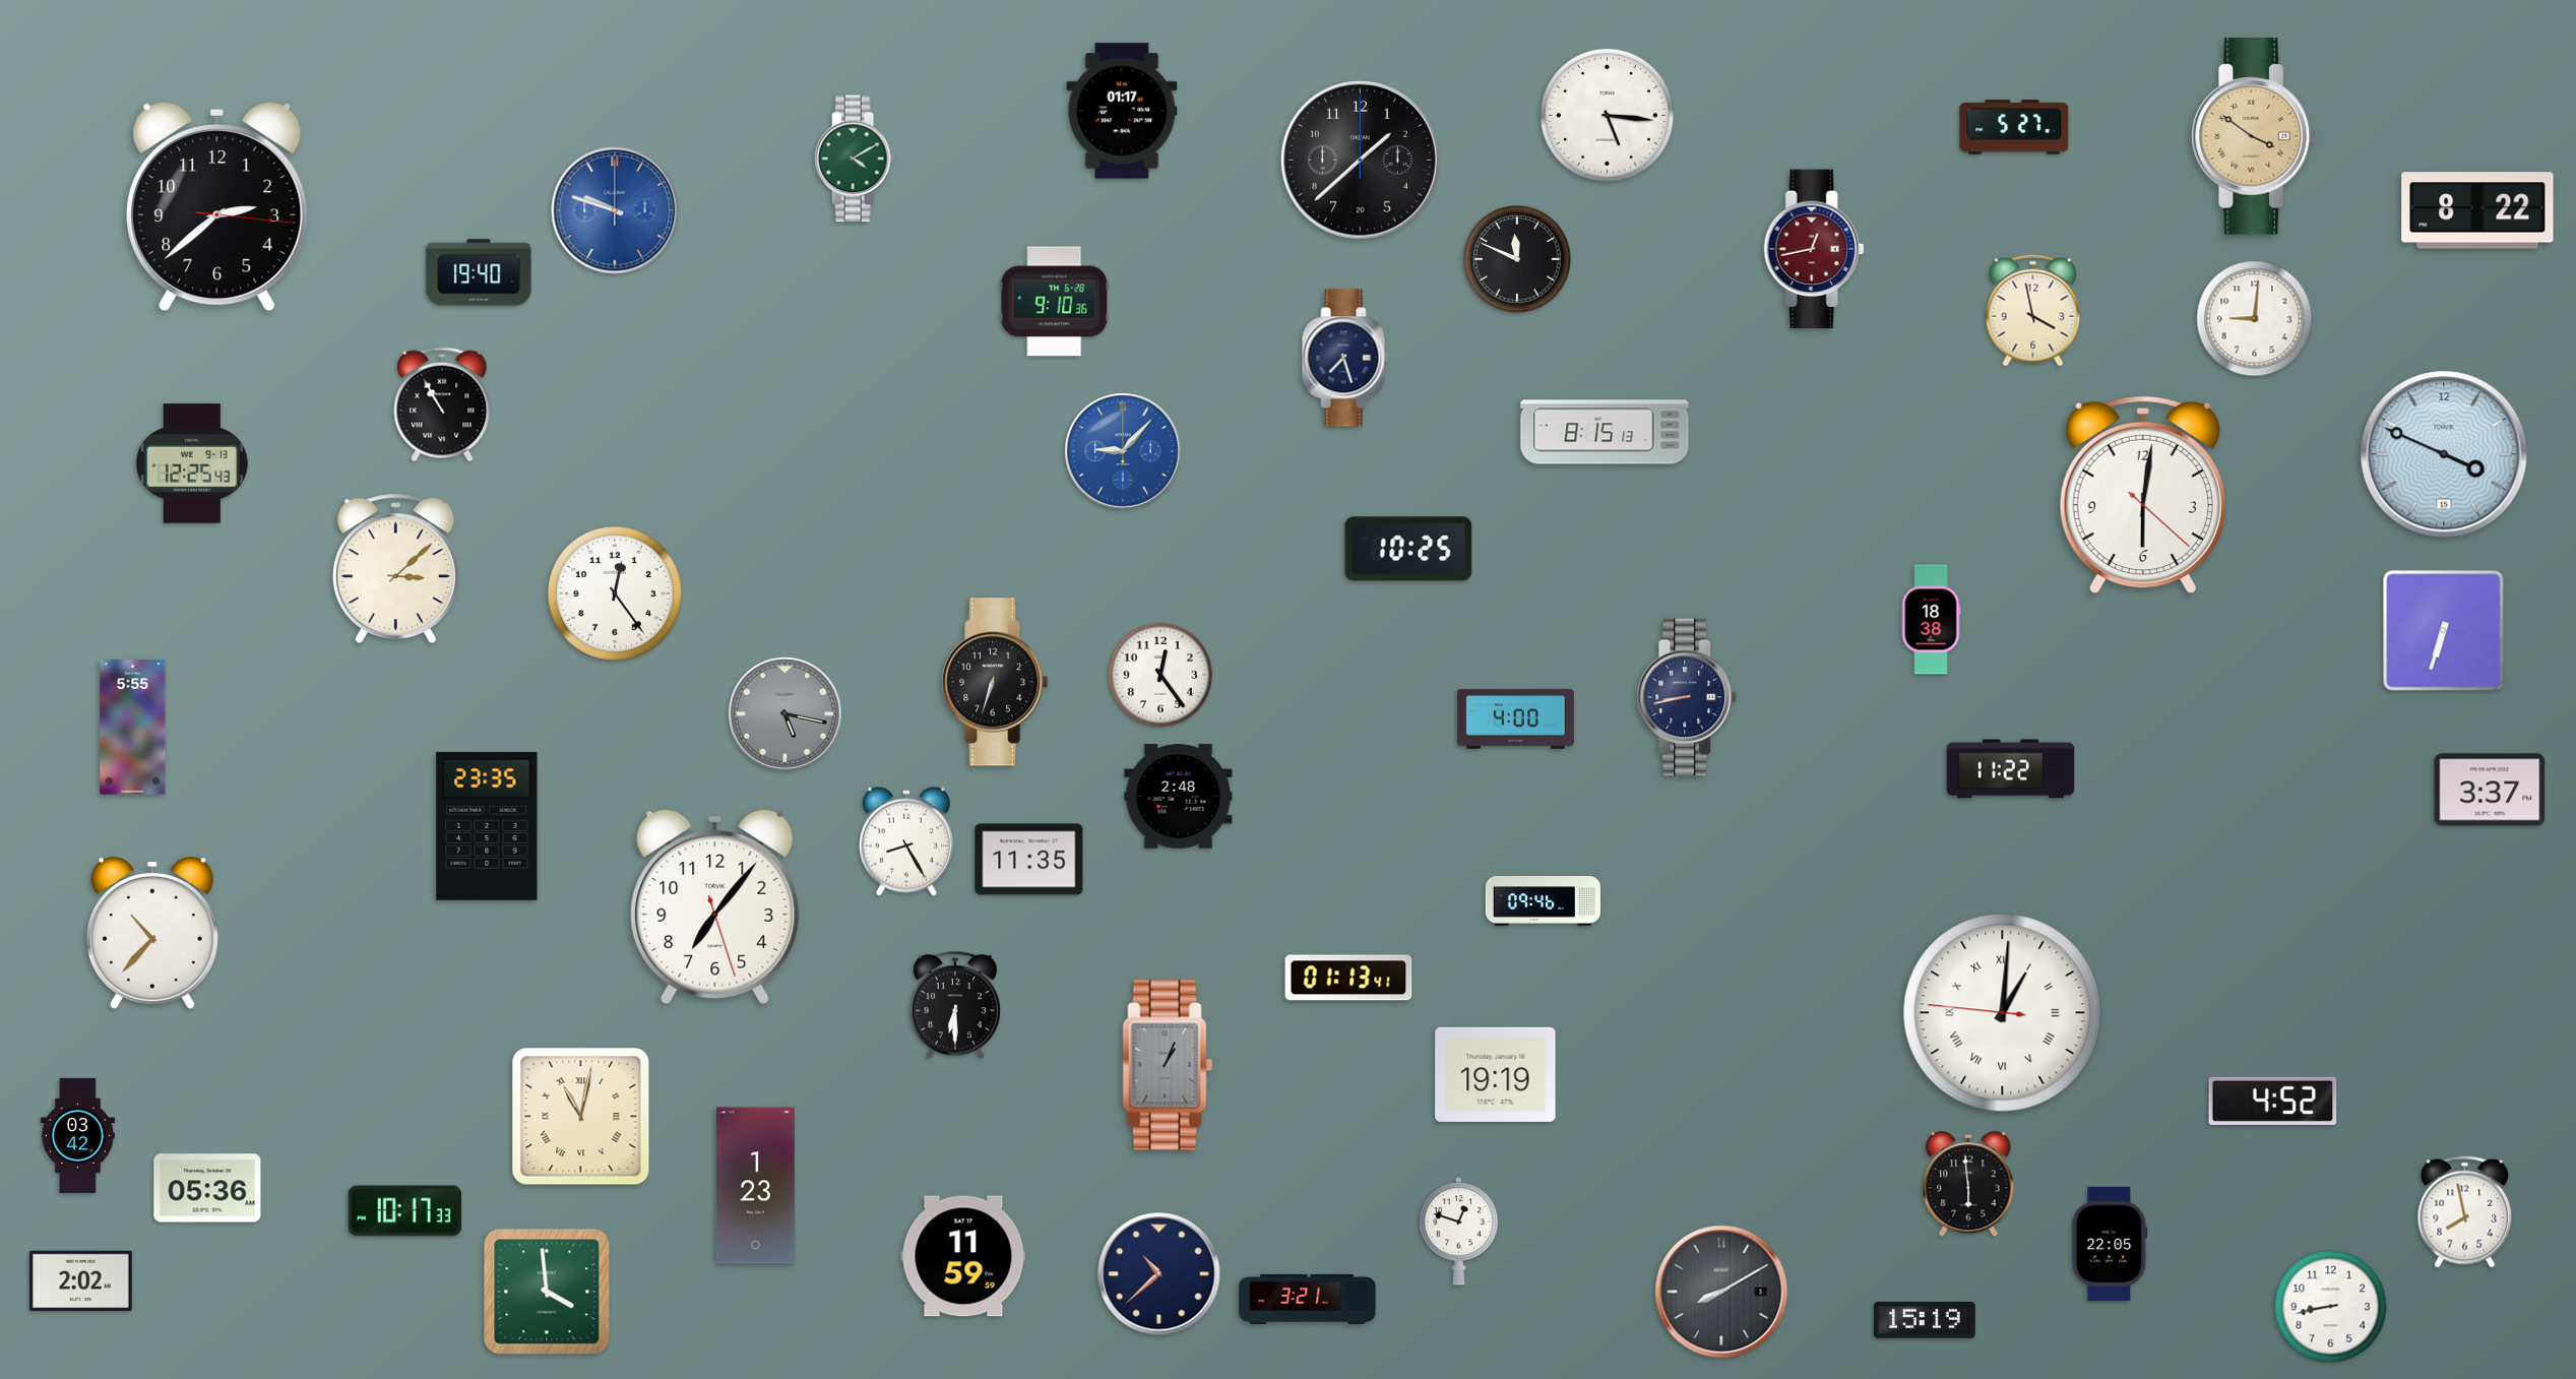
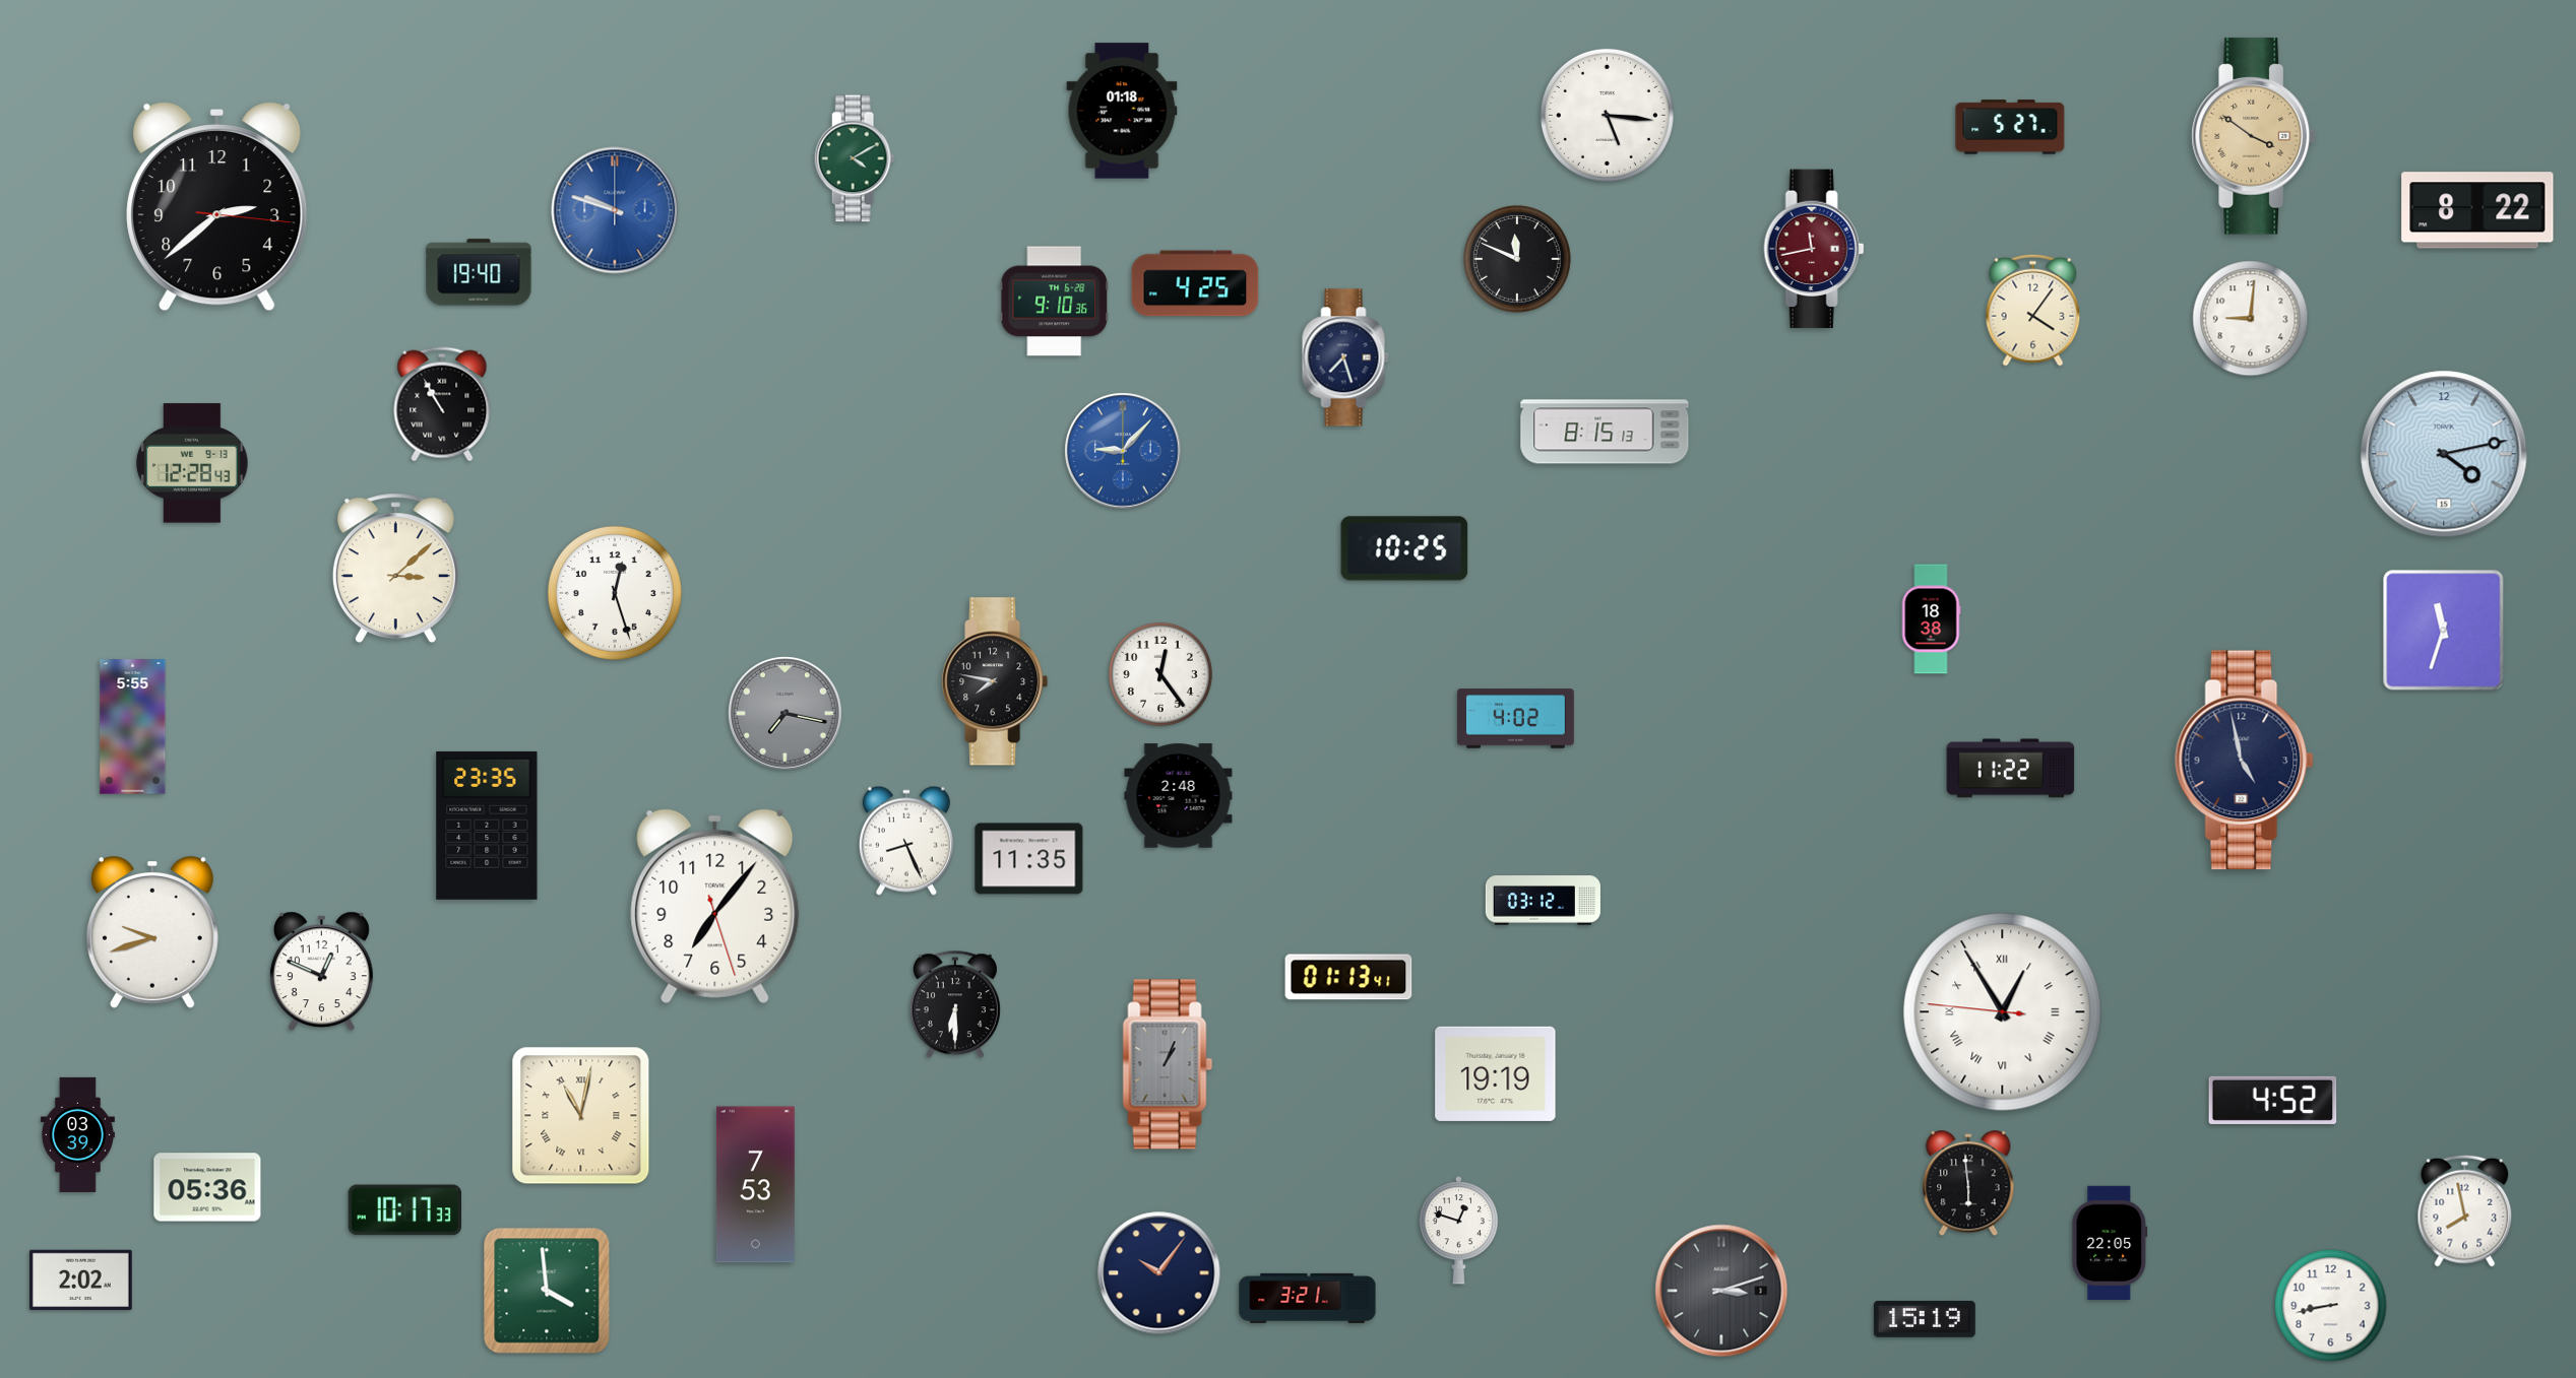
clock at (1122, 111): 01:17 -> 01:18
clock at (2014, 127) position: (2014, 127) -> (2010, 127)
clock at (1360, 160): 1:38 -> none
clock at (1814, 249): 12:43 -> 11:43
clock at (1195, 283): none -> 4:25
clock at (2033, 310): 3:58 -> 4:06
clock at (2255, 319) position: (2255, 319) -> (2251, 319)
clock at (2444, 454): 3:49 -> 4:13
clock at (192, 463): 12:25 -> 12:28
clock at (2143, 495): 6:01 -> none
clock at (1408, 549) position: (1408, 549) -> (1404, 548)
clock at (615, 593): 12:24 -> 12:27
clock at (2444, 631): 6:33 -> 11:33
clock at (996, 682): 6:33 -> 7:47
clock at (1687, 697): 8:43 -> none
clock at (786, 714): 5:17 -> 7:17
clock at (1515, 719): 4:00 -> 4:02
clock at (2245, 761): none -> 4:58
clock at (2490, 790): 3:37 -> none
clock at (906, 841): 8:25 -> 8:26
clock at (1543, 901): 09:46 -> 03:12
clock at (152, 933): 10:37 -> 9:42
clock at (321, 972): none -> 12:49
clock at (2003, 1013): 1:00 -> 12:54
clock at (77, 1135): 03:42 -> 03:39
clock at (755, 1186): 1:23 -> 7:53
clock at (963, 1256): 11:59 -> none
clock at (1159, 1274): 10:38 -> 10:06
clock at (1721, 1292): 8:10 -> 3:12
